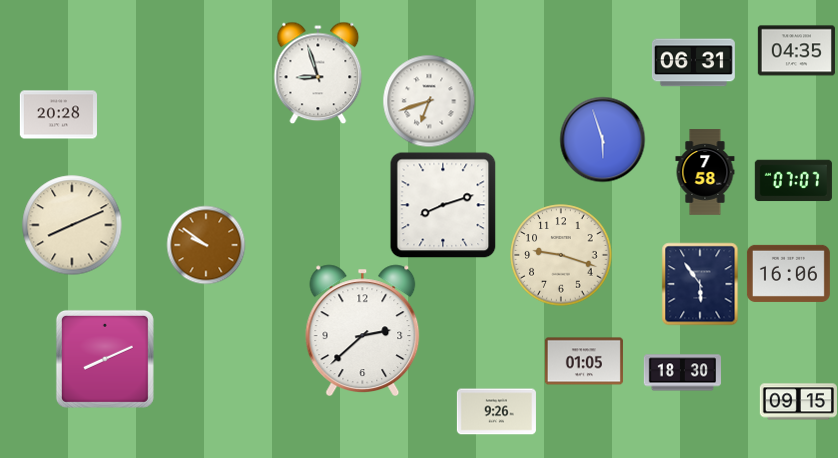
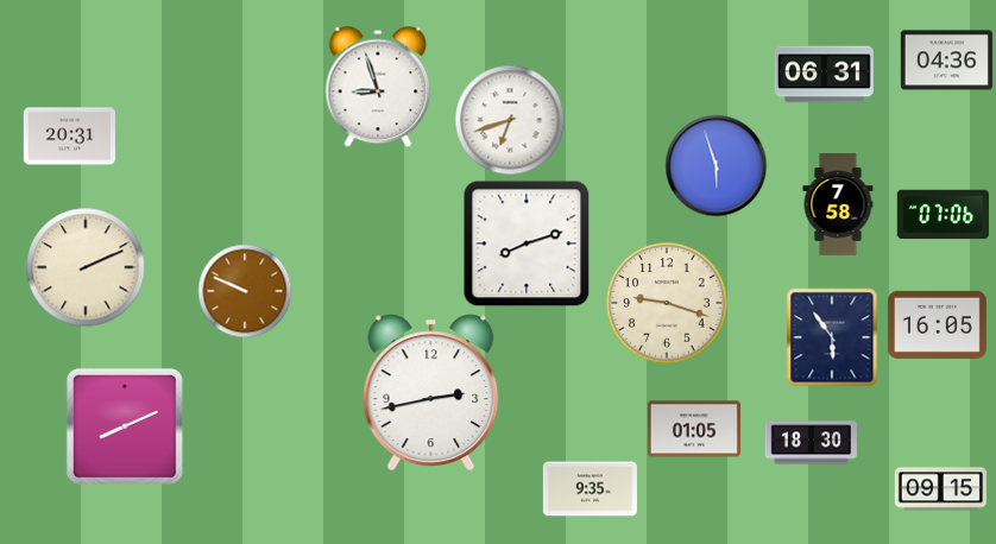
clock at (796, 51): 04:35 -> 04:36
clock at (58, 115): 20:28 -> 20:31
clock at (793, 181): 07:07 -> 07:06
clock at (72, 225): 8:11 -> 2:11
clock at (206, 245): 9:51 -> 9:49
clock at (788, 273): 16:06 -> 16:05
clock at (363, 330): 2:38 -> 2:43
clock at (798, 402) position: (798, 402) -> (940, 489)
clock at (496, 412): 9:26 -> 9:35
